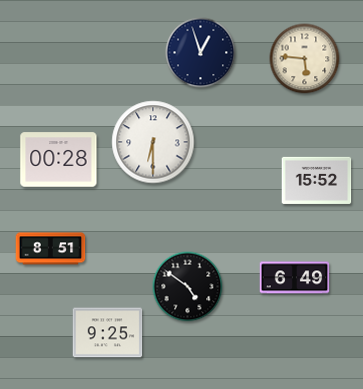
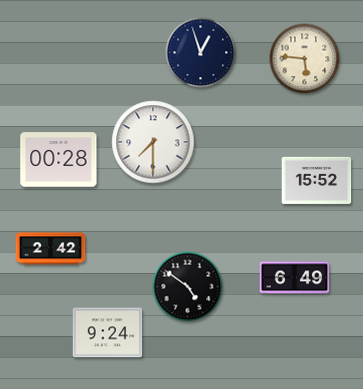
clock at (153, 142): 6:30 -> 7:30
clock at (51, 249): 8:51 -> 2:42
clock at (108, 333): 9:25 -> 9:24
